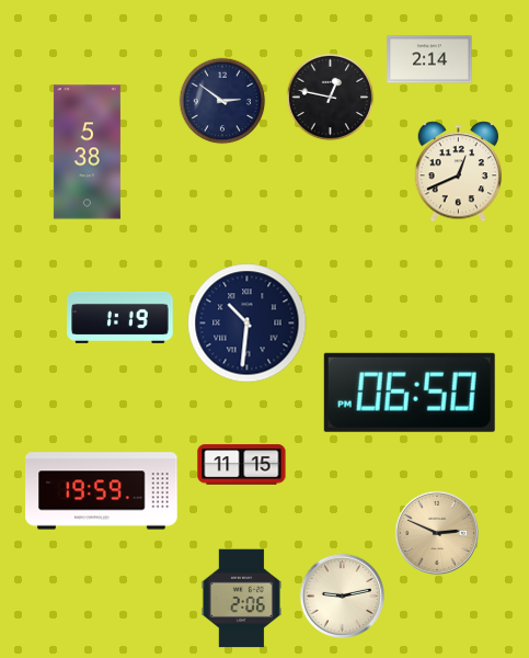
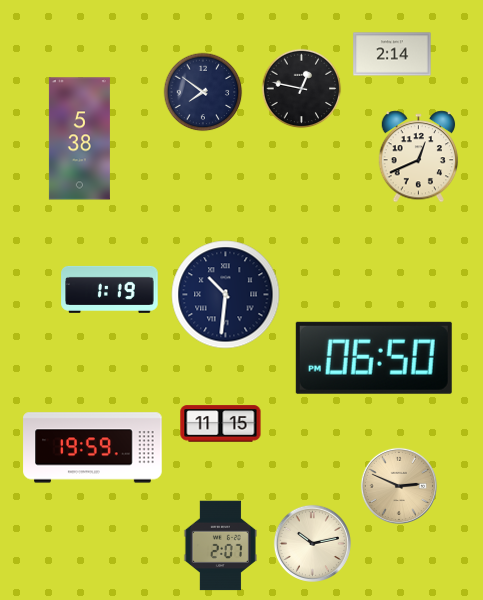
clock at (222, 101): 2:51 -> 7:51
clock at (342, 595): 9:13 -> 10:13
clock at (241, 599): 2:06 -> 2:07
